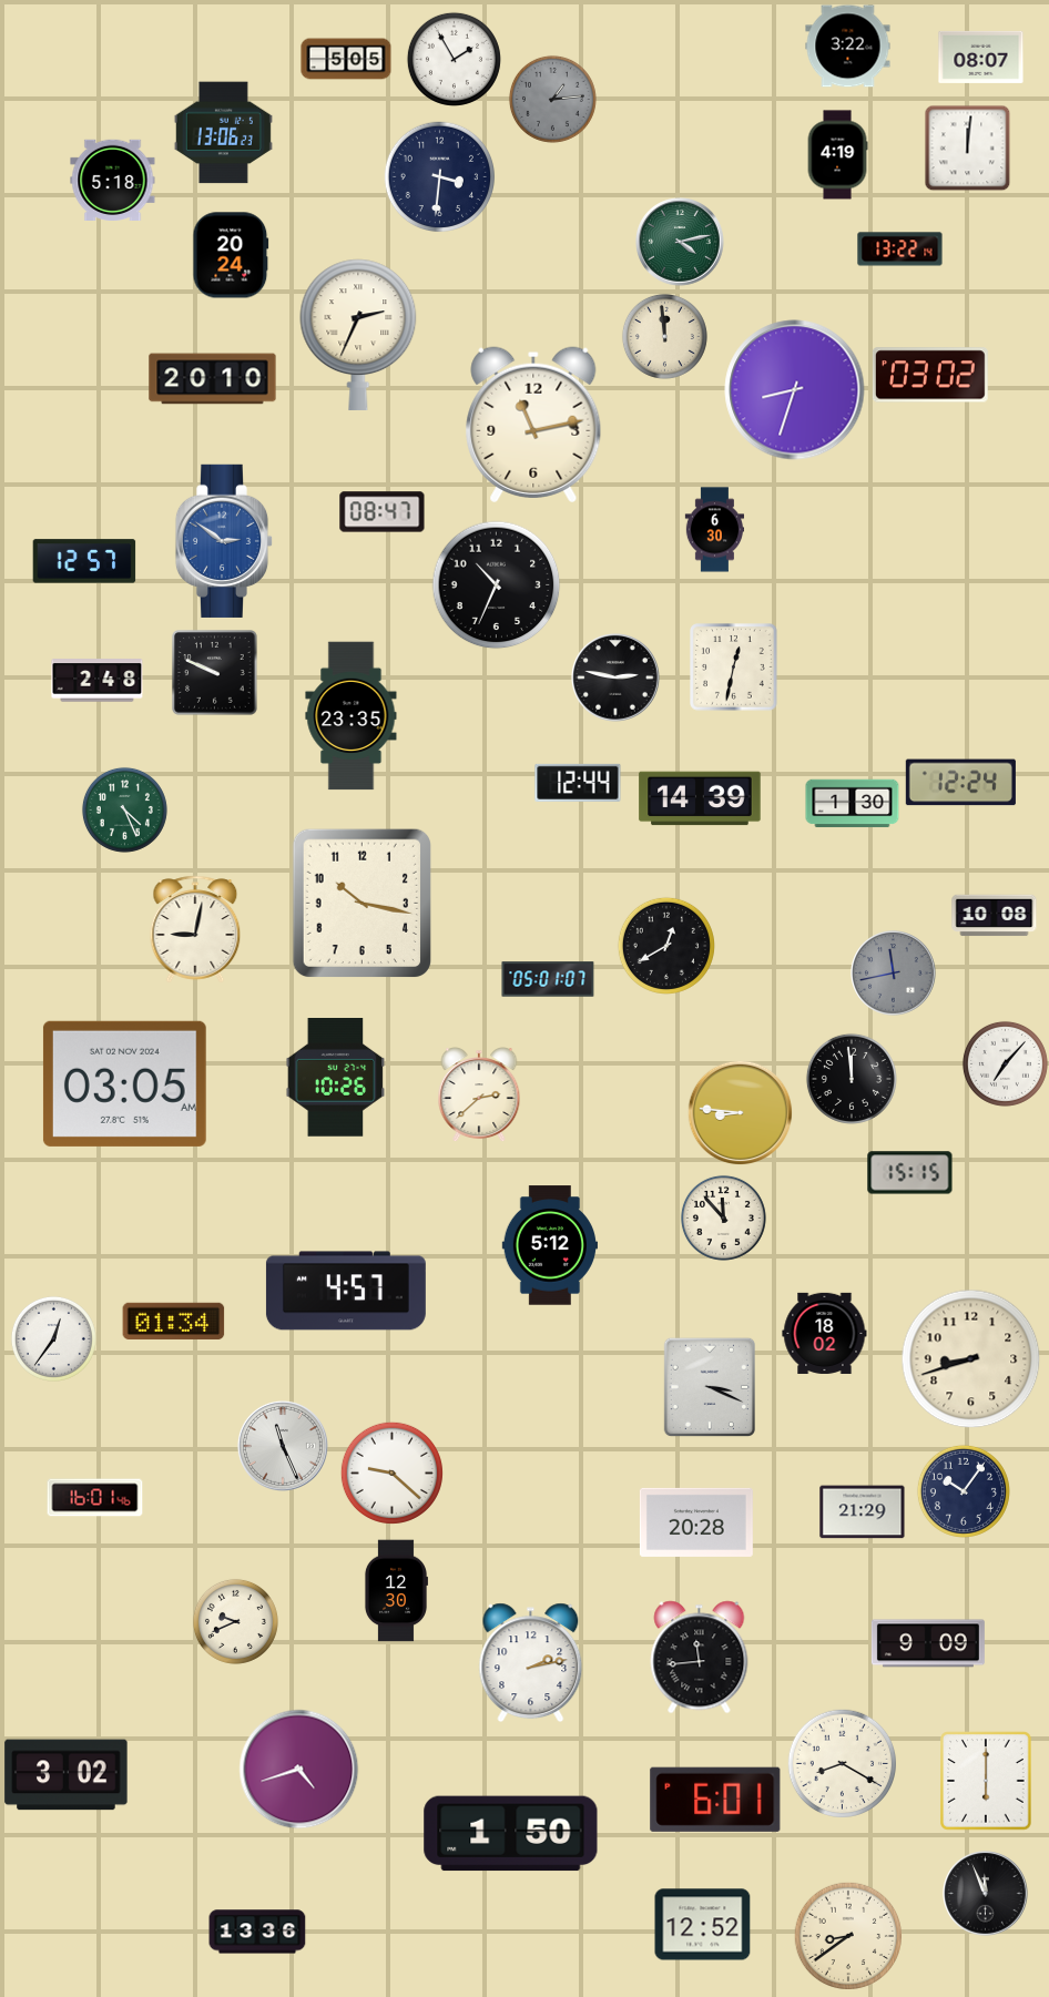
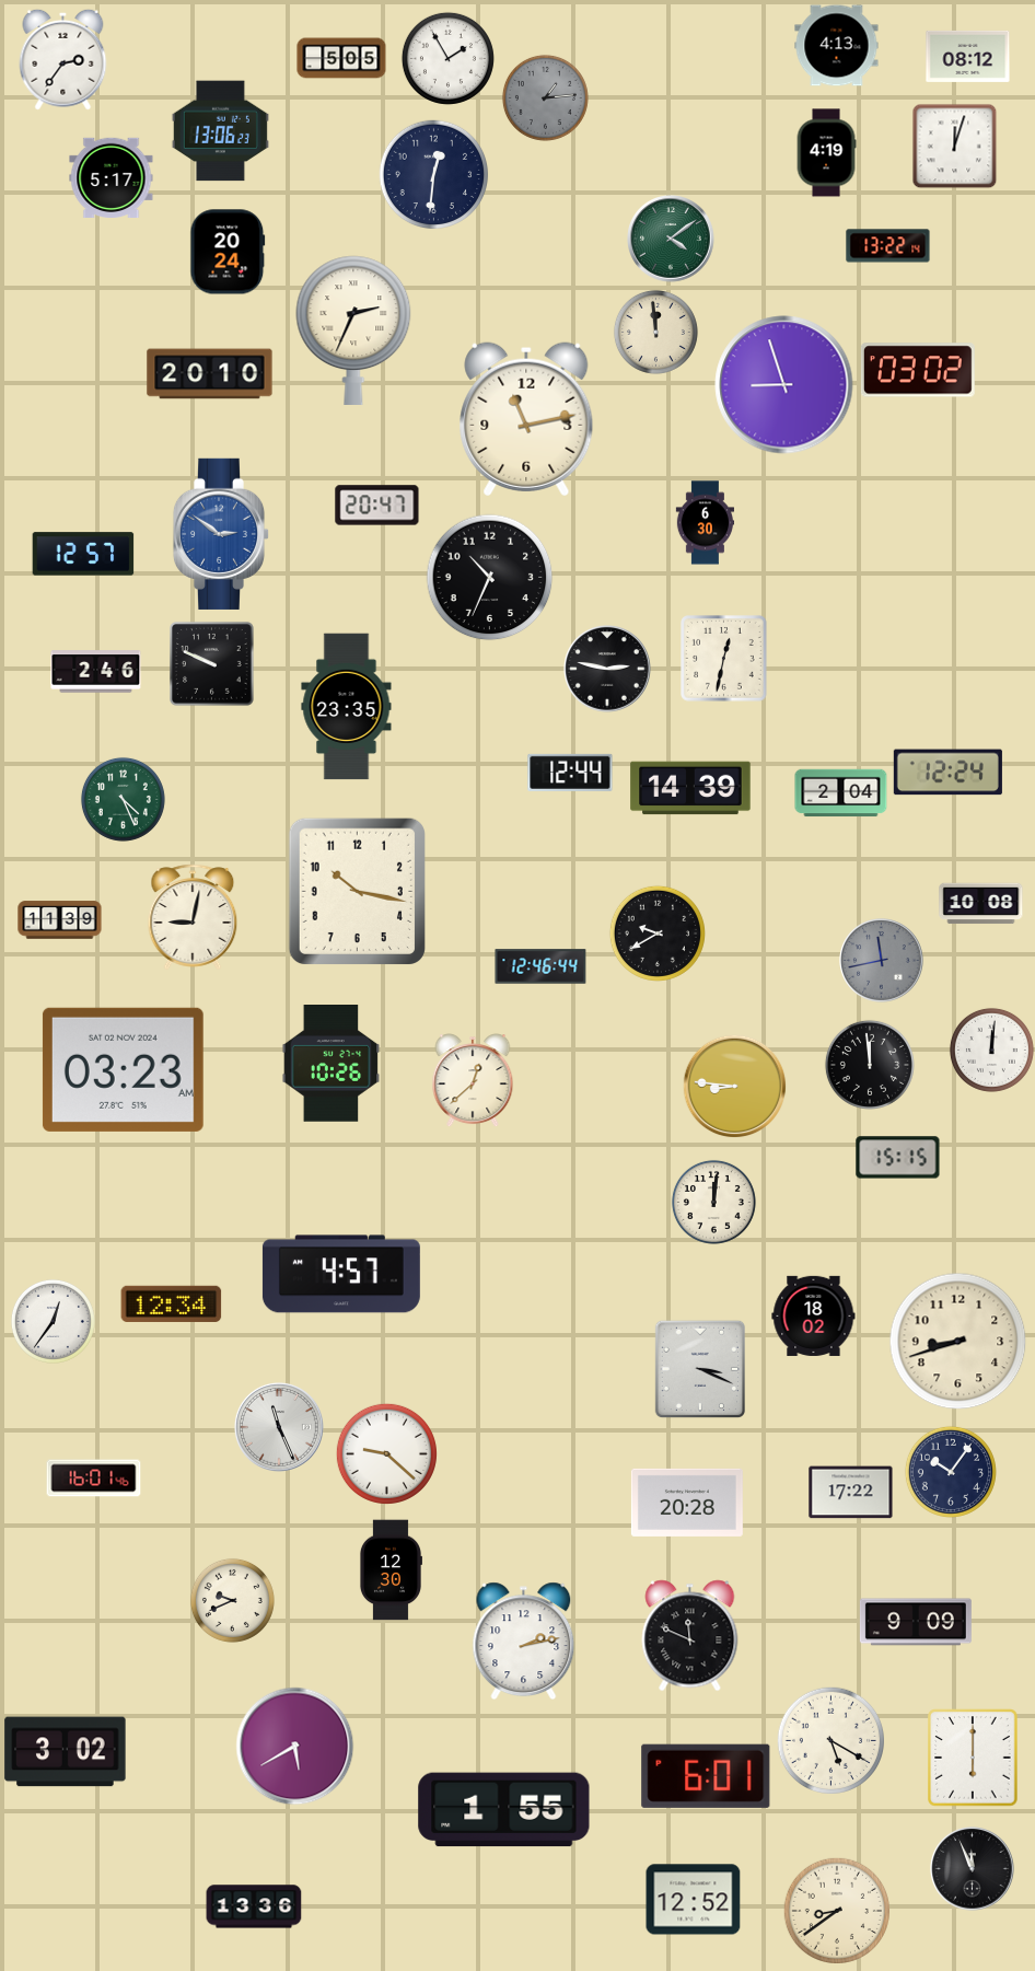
clock at (848, 47): 3:22 -> 4:13
clock at (981, 57): 08:07 -> 08:12
clock at (63, 59): none -> 2:36
clock at (967, 147): 12:01 -> 12:03
clock at (440, 177): 3:31 -> 12:31
clock at (113, 180): 5:18 -> 5:17
clock at (680, 242): 4:13 -> 4:09
clock at (795, 390): 8:33 -> 8:57
clock at (383, 512): 08:47 -> 20:47
clock at (98, 681): 2:48 -> 2:46
clock at (853, 804): 1:30 -> 2:04
clock at (60, 920): none -> 11:39
clock at (666, 946): 12:40 -> 9:40
clock at (548, 979): 05:01 -> 12:46
clock at (1005, 1063): 7:07 -> 12:01
clock at (852, 1079) position: (852, 1079) -> (870, 1065)
clock at (124, 1083): 03:05 -> 03:23
clock at (479, 1094): 2:38 -> 12:38
clock at (740, 1112) position: (740, 1112) -> (734, 1086)
clock at (723, 1217): 11:53 -> 12:01
clock at (549, 1245): 5:12 -> none
clock at (174, 1321): 01:34 -> 12:34
clock at (863, 1512): 21:29 -> 17:22
clock at (700, 1658): 11:44 -> 11:49
clock at (842, 1763): 8:20 -> 5:20
clock at (299, 1770): 4:42 -> 5:40
clock at (511, 1834): 1:50 -> 1:55
